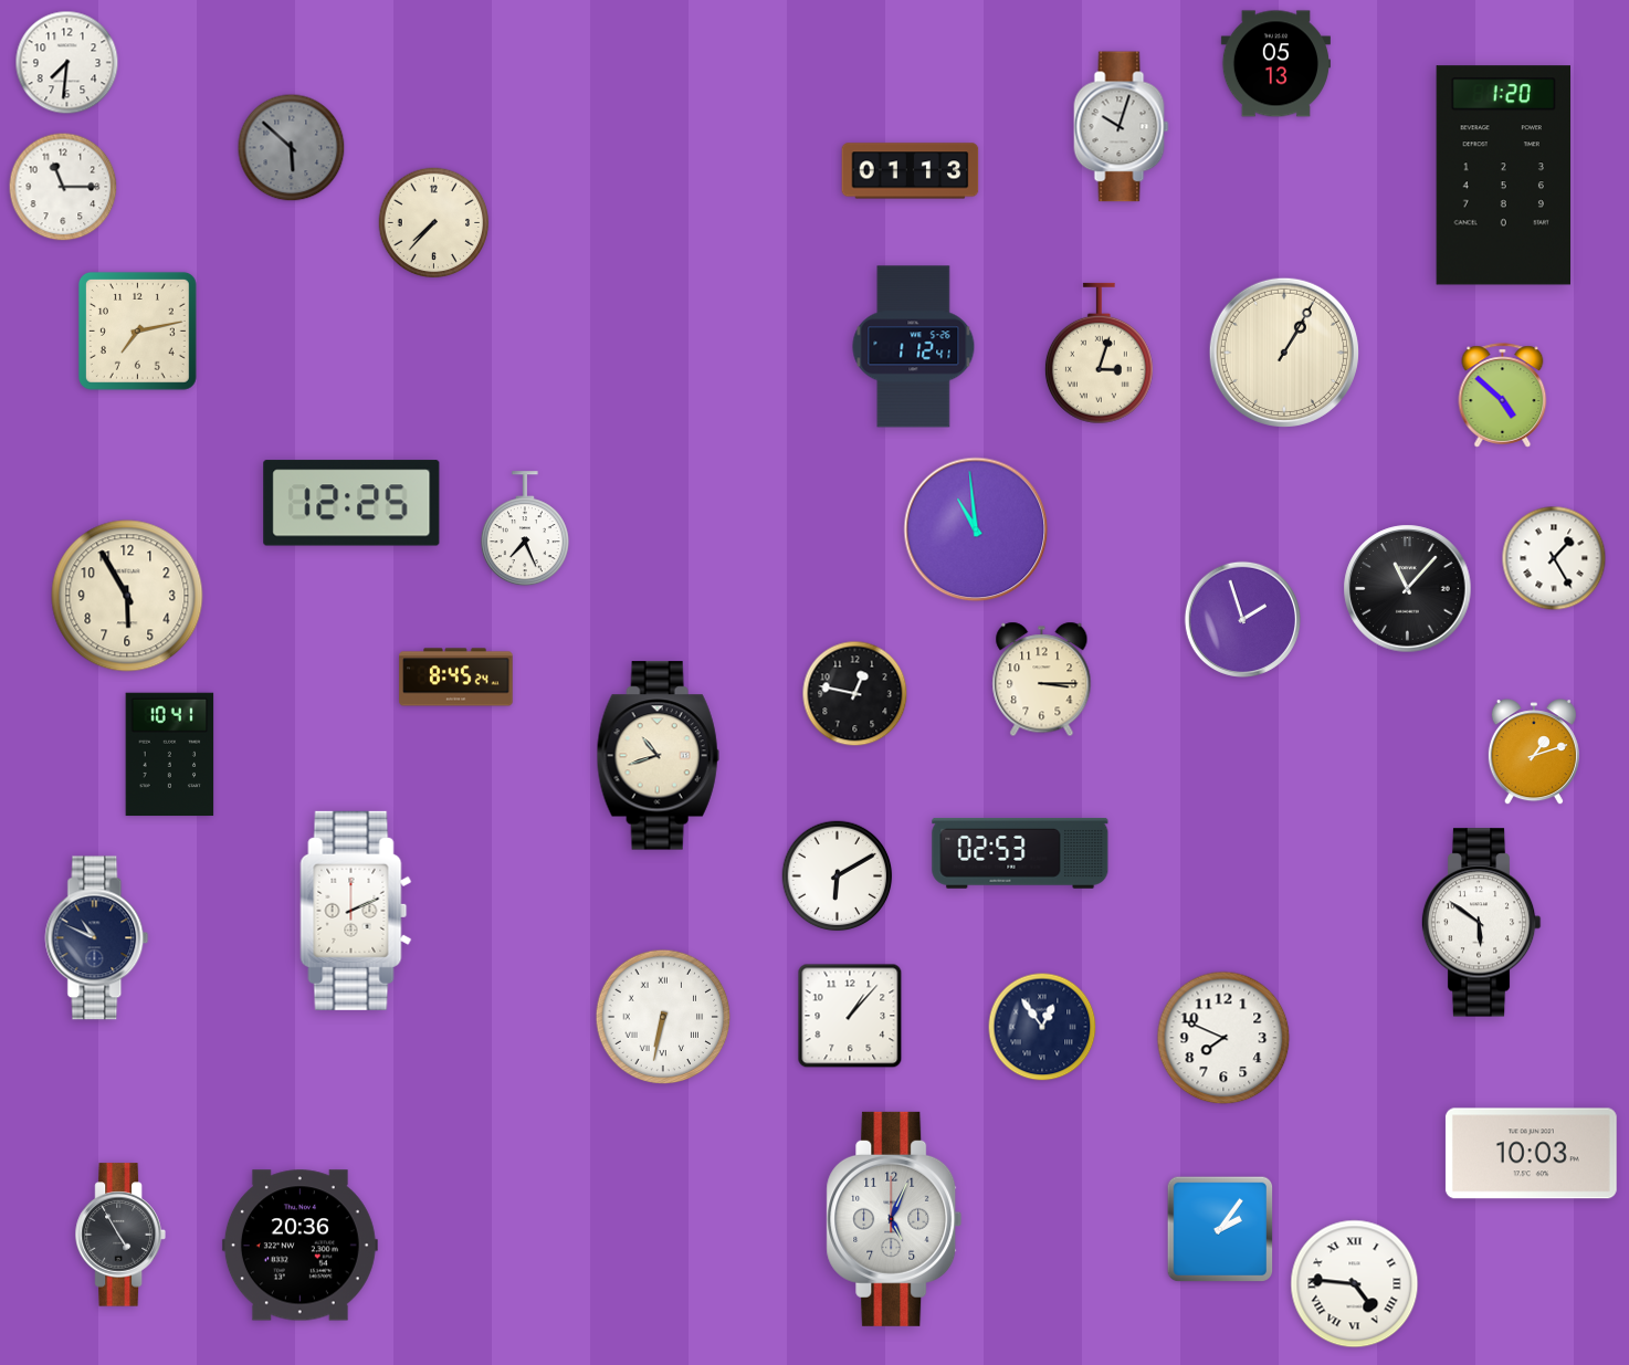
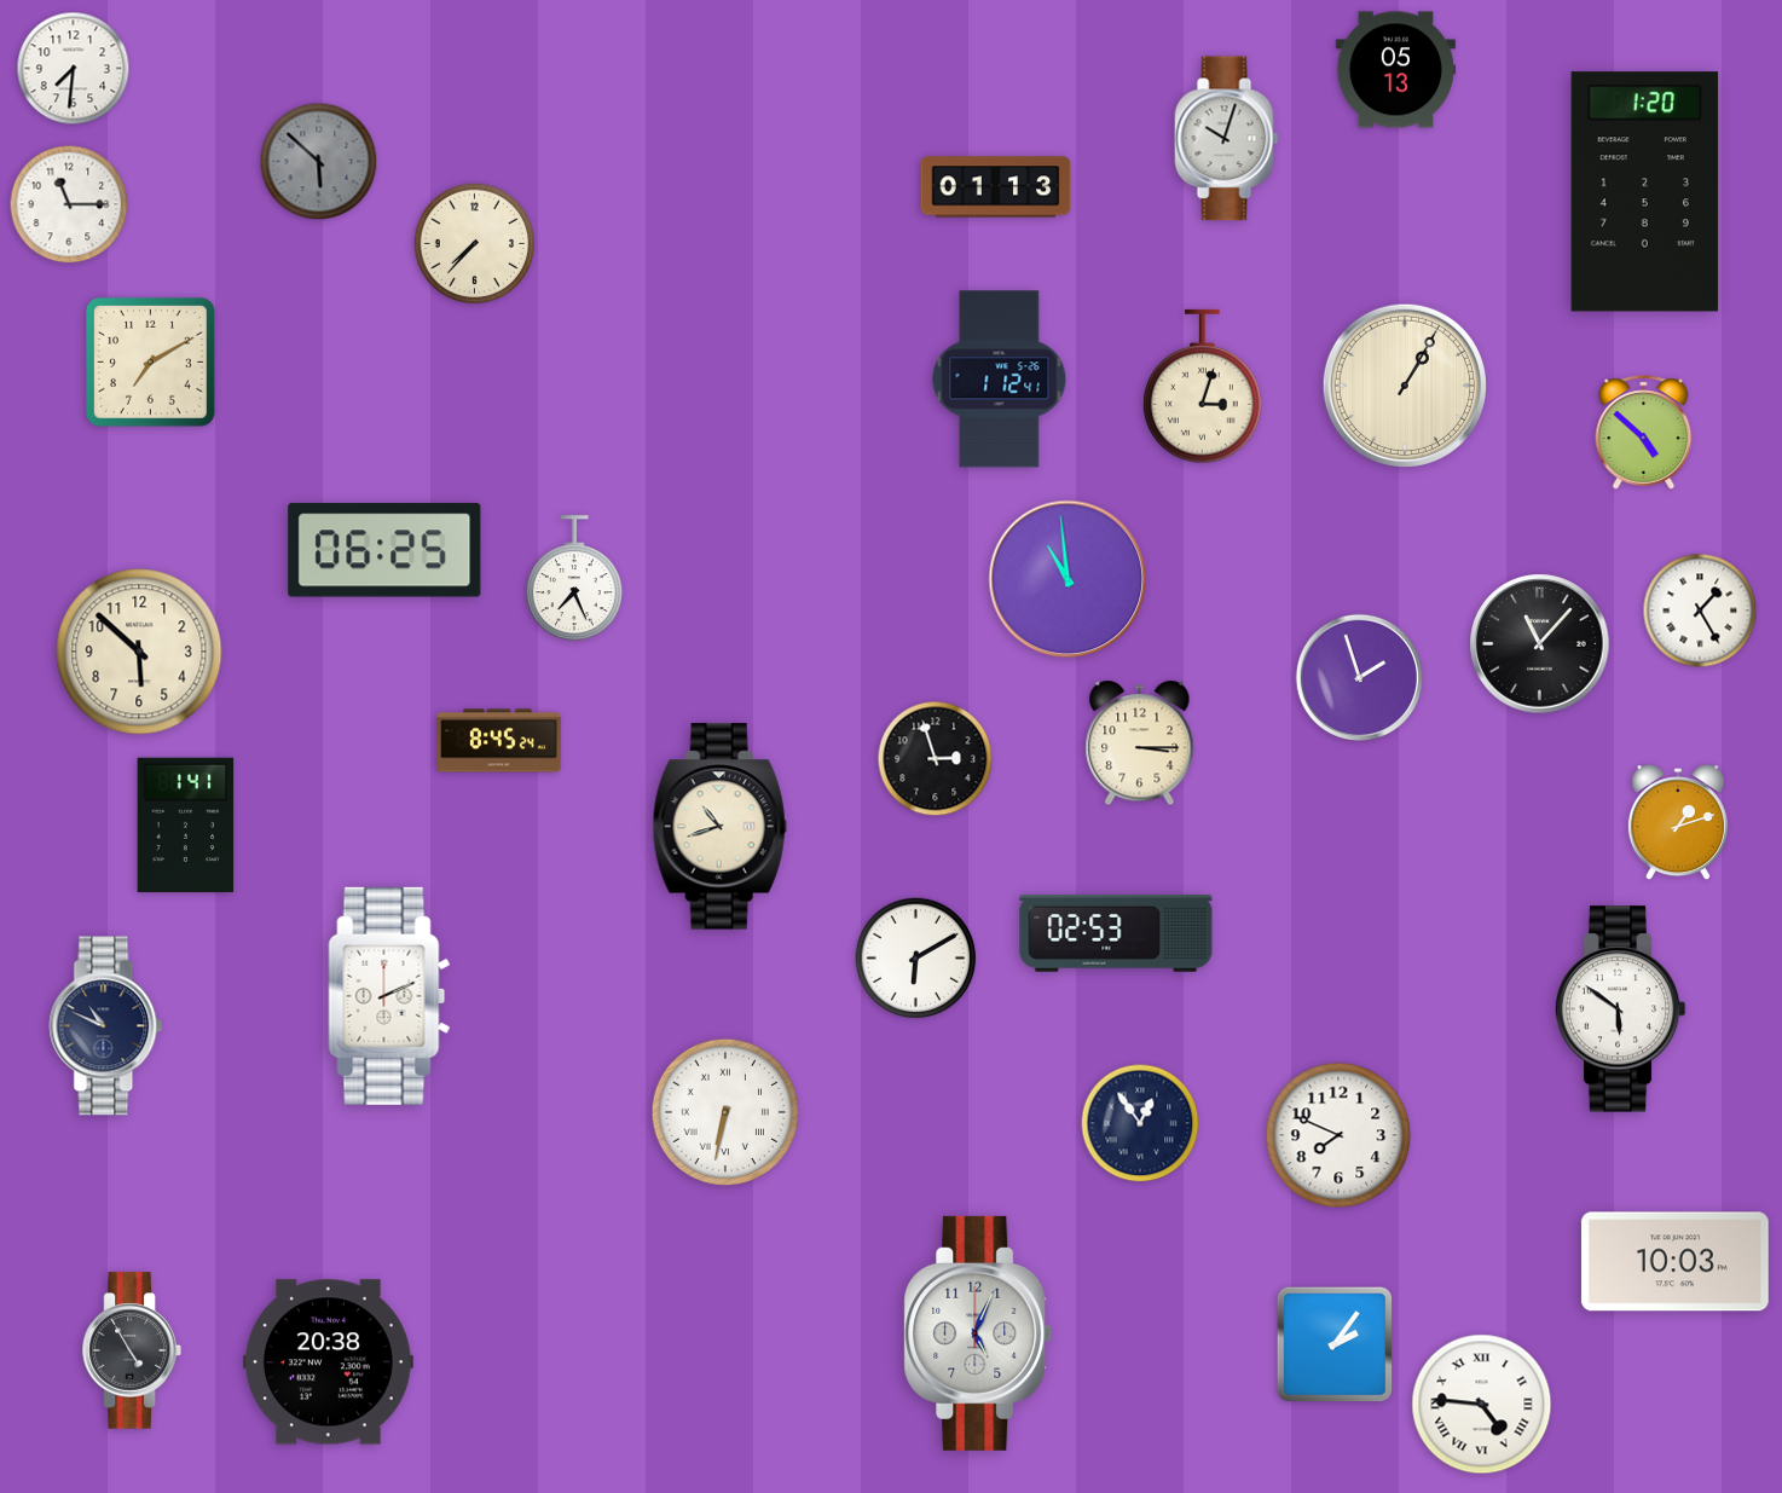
clock at (137, 330): 7:13 -> 7:10
clock at (351, 503): 12:25 -> 06:25
clock at (127, 596): 5:55 -> 5:52
clock at (855, 694): 12:47 -> 2:57
clock at (170, 755): 10:41 -> 1:41
clock at (850, 1016): 1:07 -> none
clock at (299, 1246): 20:36 -> 20:38
